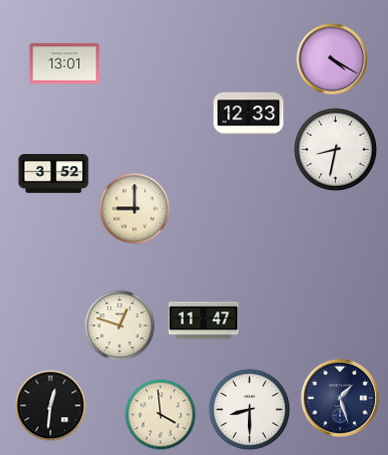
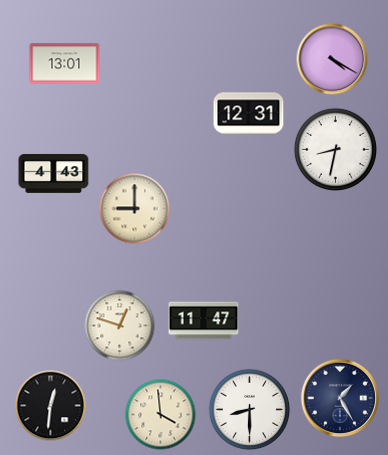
clock at (249, 114): 12:33 -> 12:31
clock at (54, 174): 3:52 -> 4:43
clock at (340, 398): 1:27 -> 1:25
